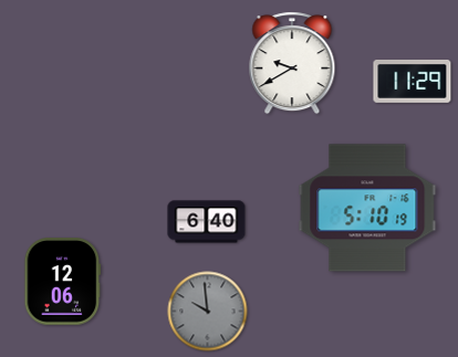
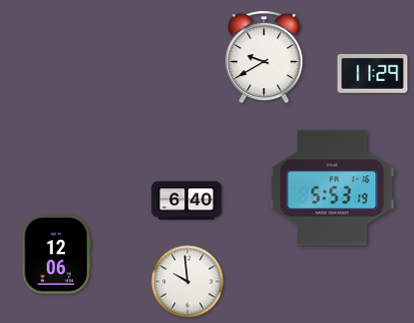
clock at (367, 208): 5:10 -> 5:53
clock at (208, 312) dial: grey -> white
